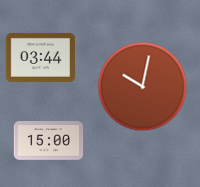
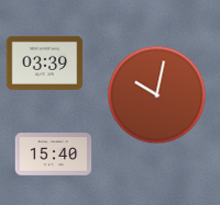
clock at (41, 57): 03:44 -> 03:39
clock at (49, 141): 15:00 -> 15:40
